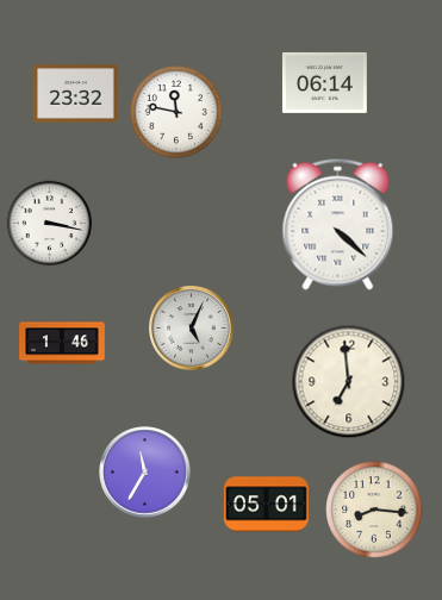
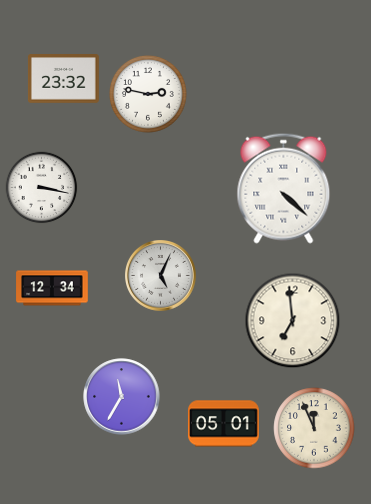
clock at (324, 82): 06:14 -> none
clock at (178, 113): 11:47 -> 2:47
clock at (62, 343): 1:46 -> 12:34
clock at (374, 510): 8:16 -> 11:56
